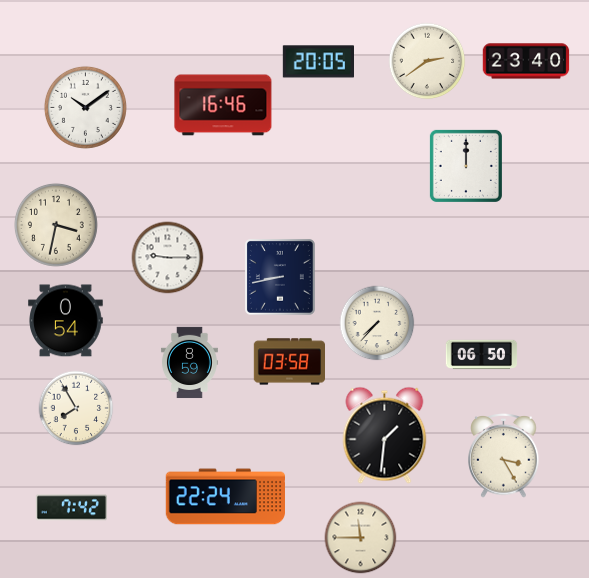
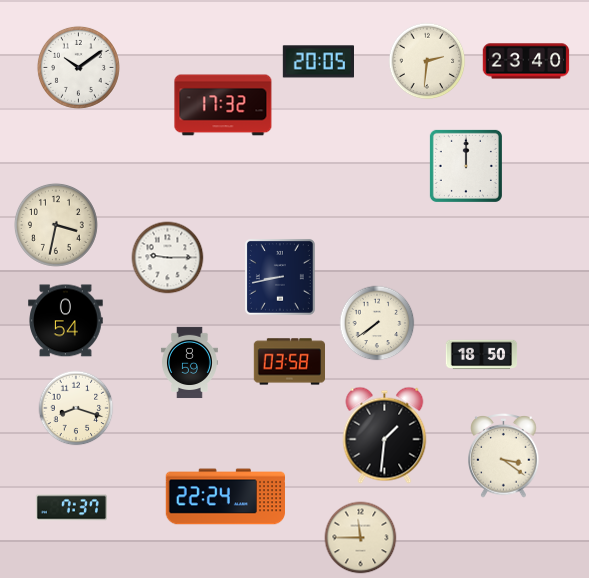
clock at (427, 61): 2:39 -> 2:31
clock at (223, 105): 16:46 -> 17:32
clock at (85, 107) position: (85, 107) -> (78, 67)
clock at (377, 323): 7:37 -> 7:39
clock at (482, 355): 06:50 -> 18:50
clock at (76, 408): 7:55 -> 8:18
clock at (504, 456): 3:25 -> 3:21
clock at (71, 508): 7:42 -> 7:37
